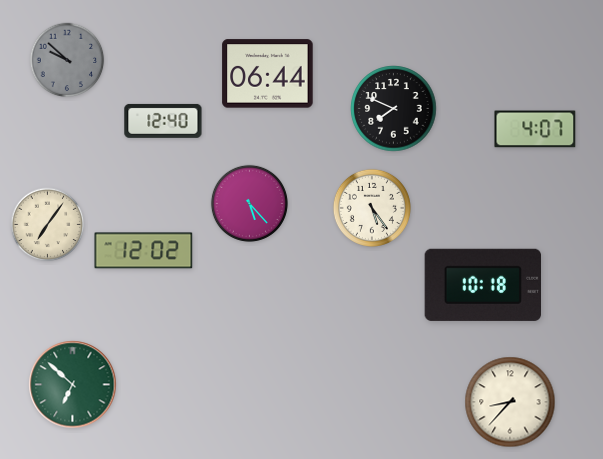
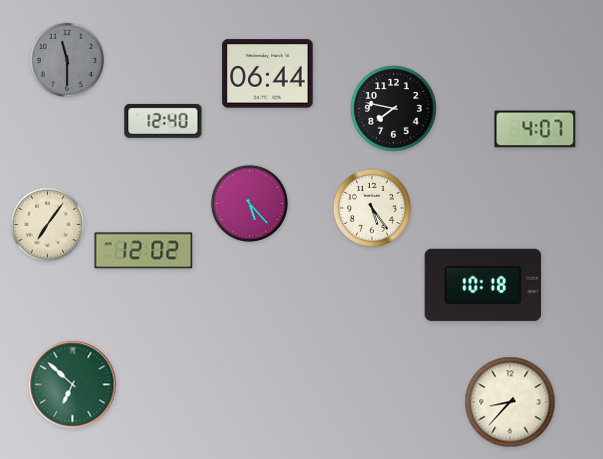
clock at (67, 60): 9:52 -> 11:30
clock at (394, 109): 7:49 -> 7:47
